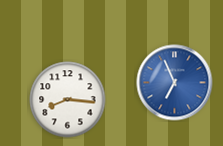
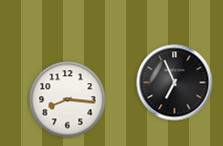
clock at (175, 83) dial: blue -> black
